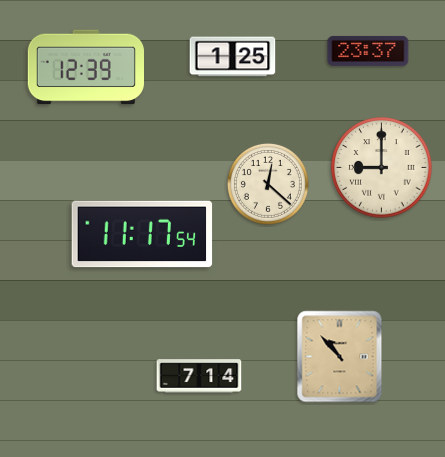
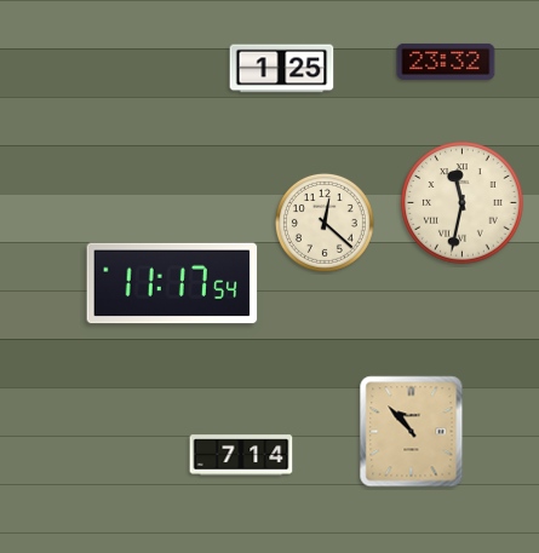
clock at (368, 51): 23:37 -> 23:32
clock at (85, 67): 12:39 -> none
clock at (382, 168): 9:00 -> 11:32
